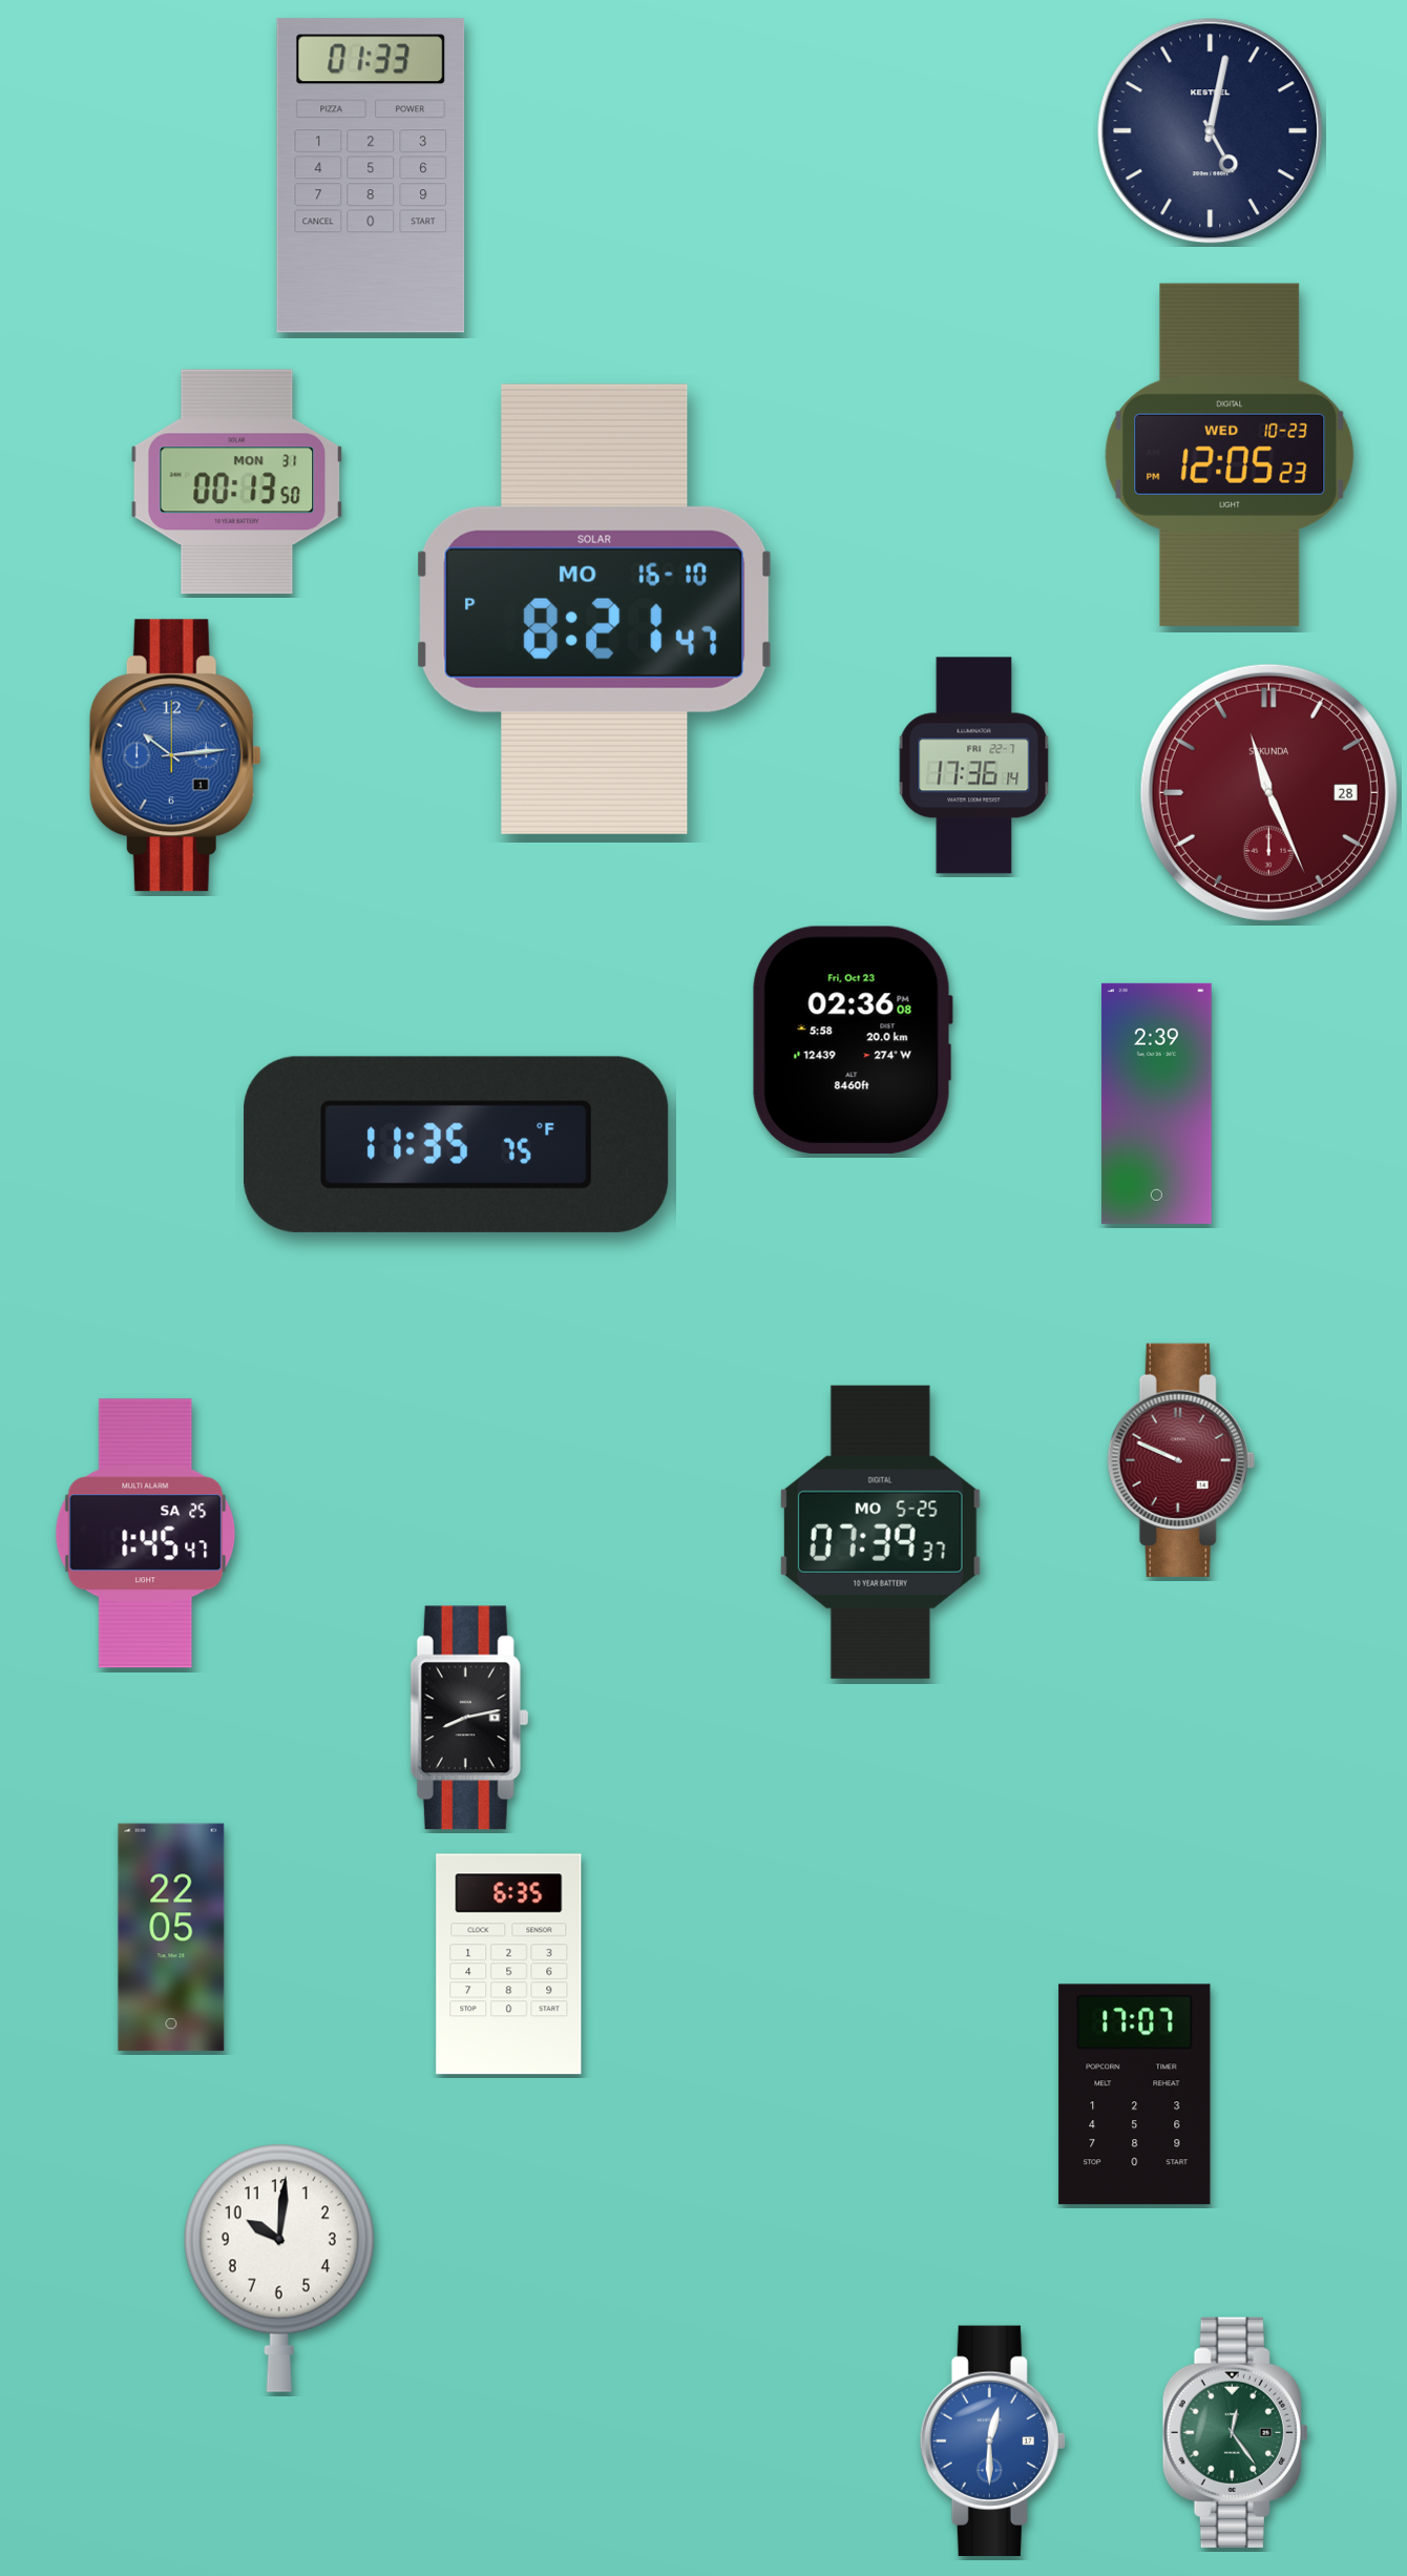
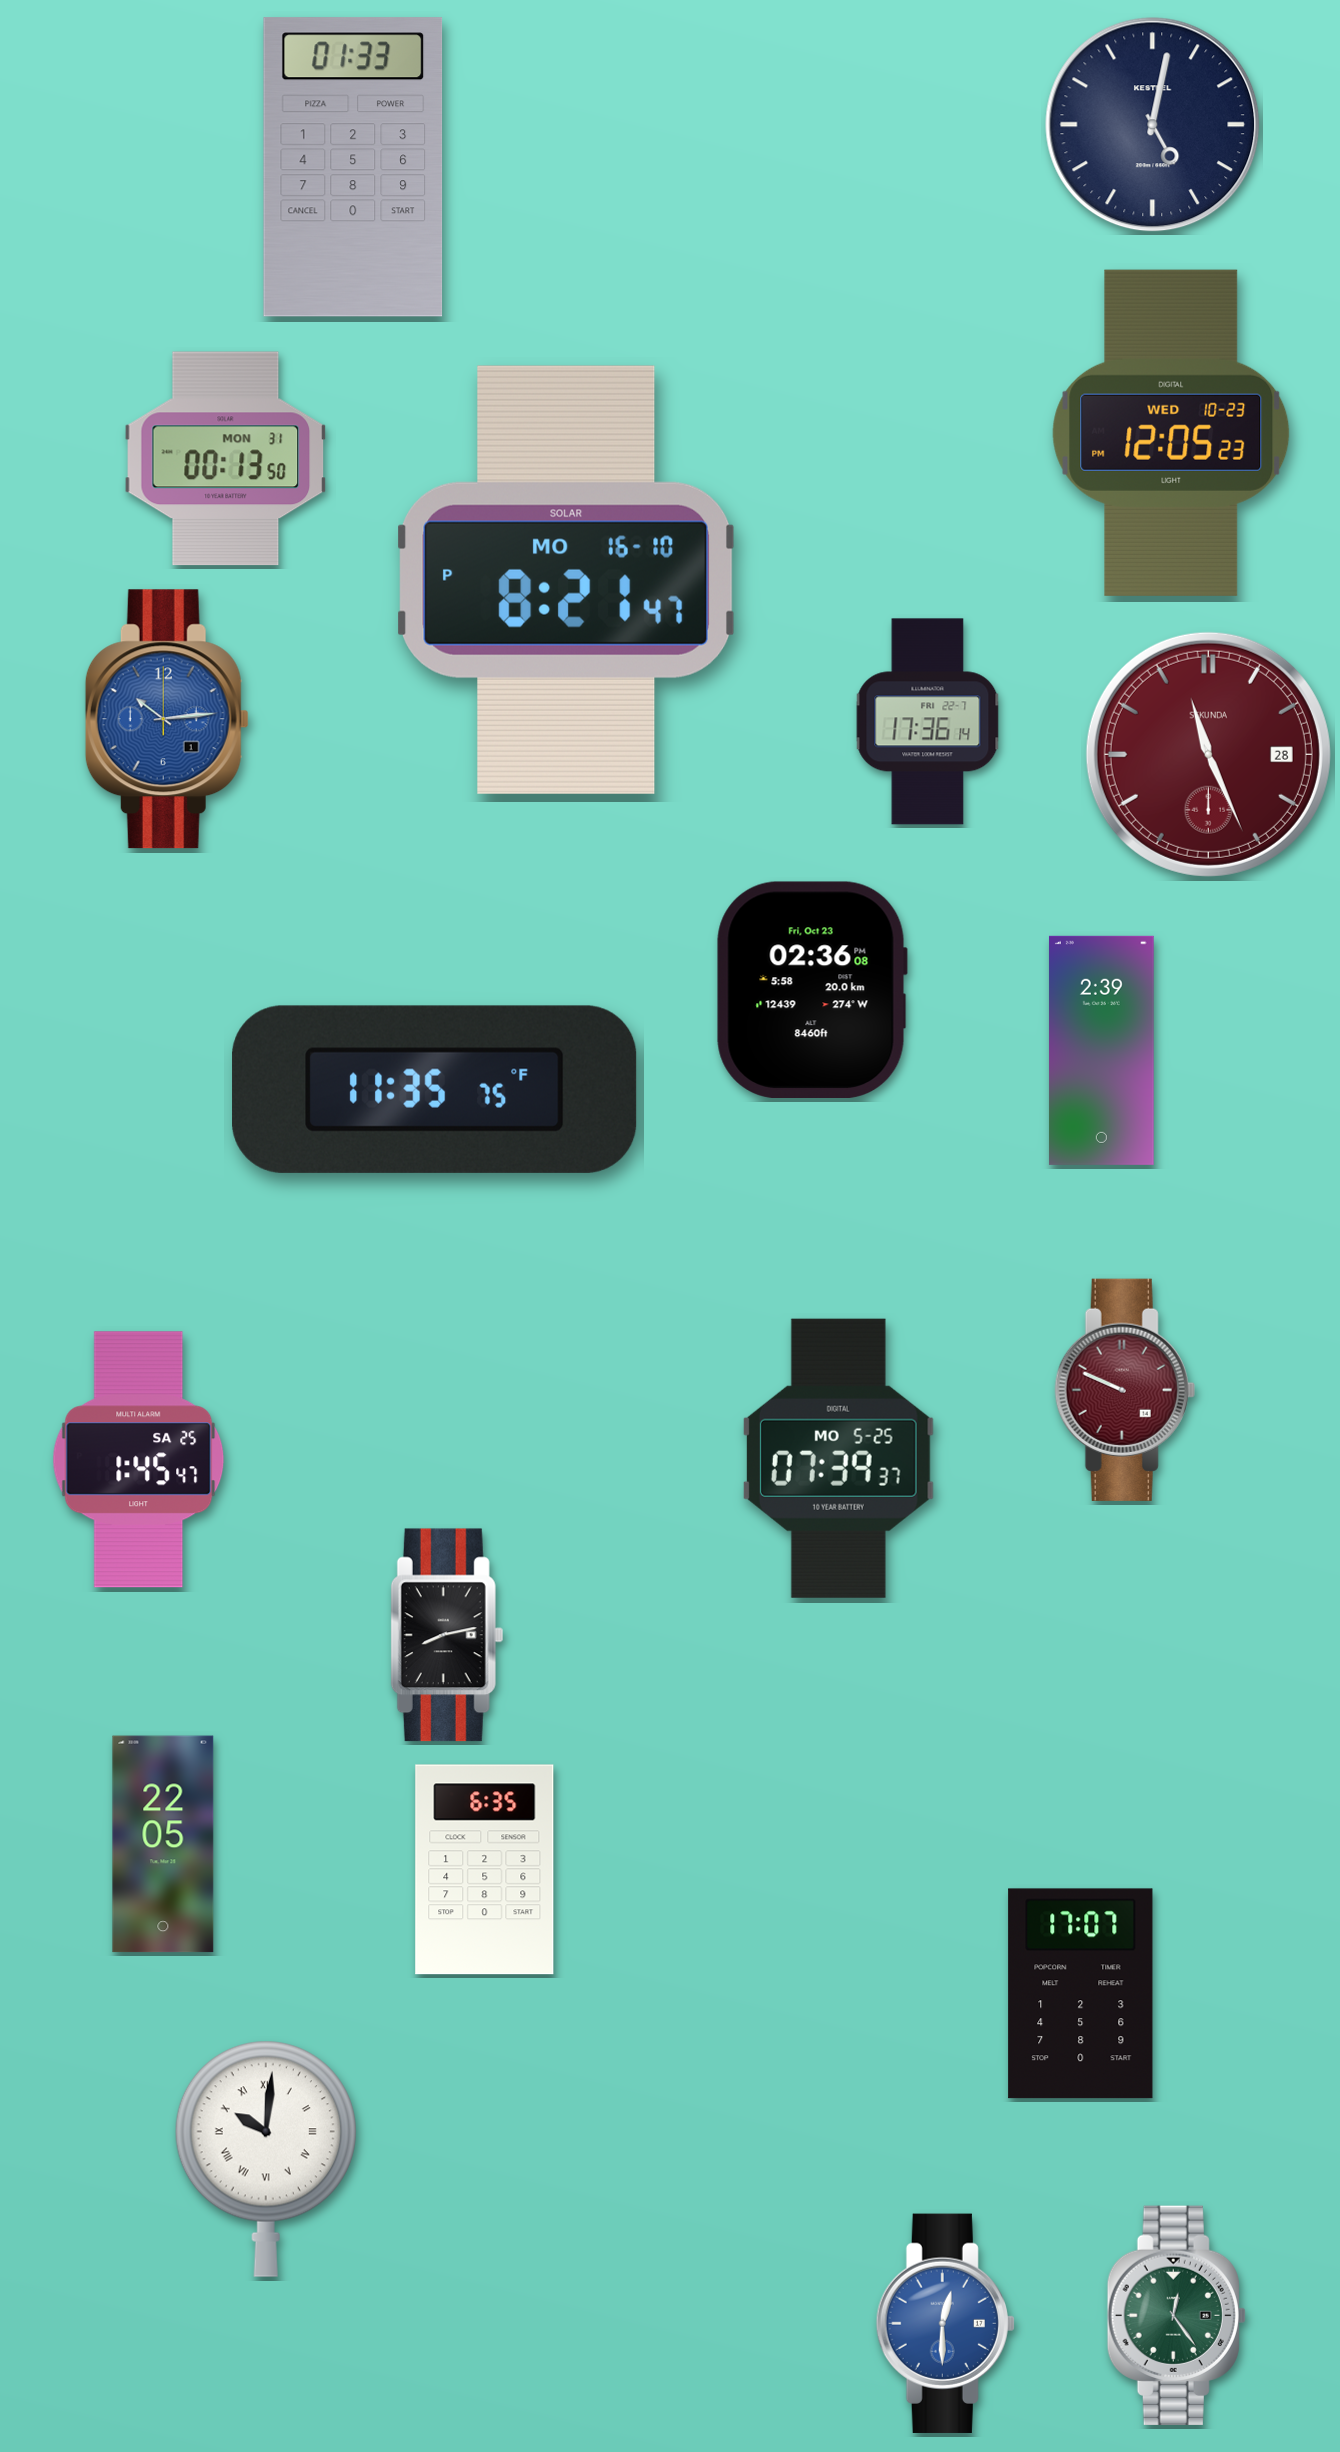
clock at (974, 766) position: (974, 766) -> (928, 722)
clock at (279, 2268) numerals: Arabic -> Roman
